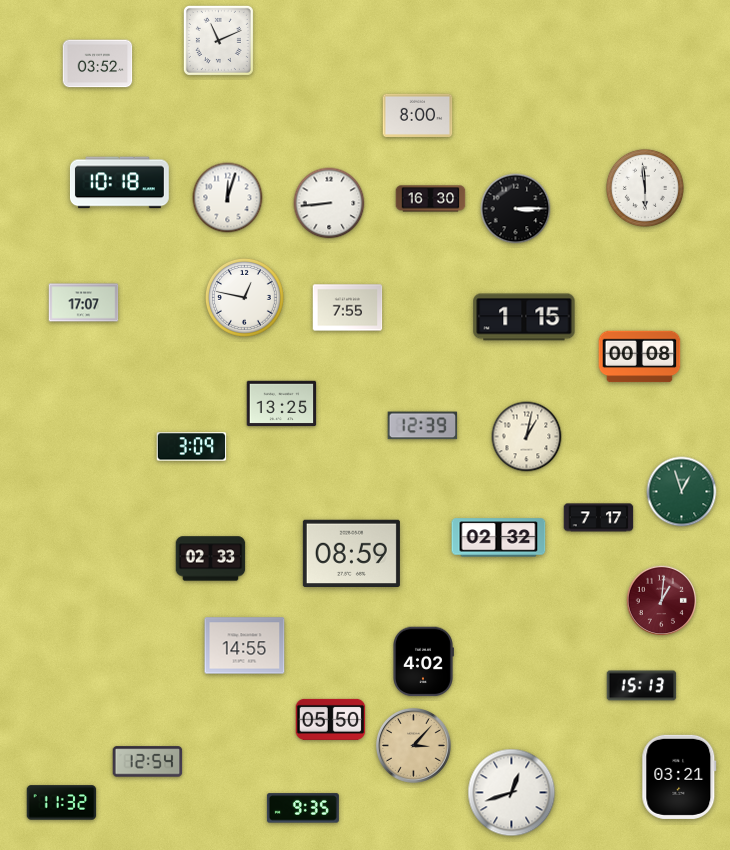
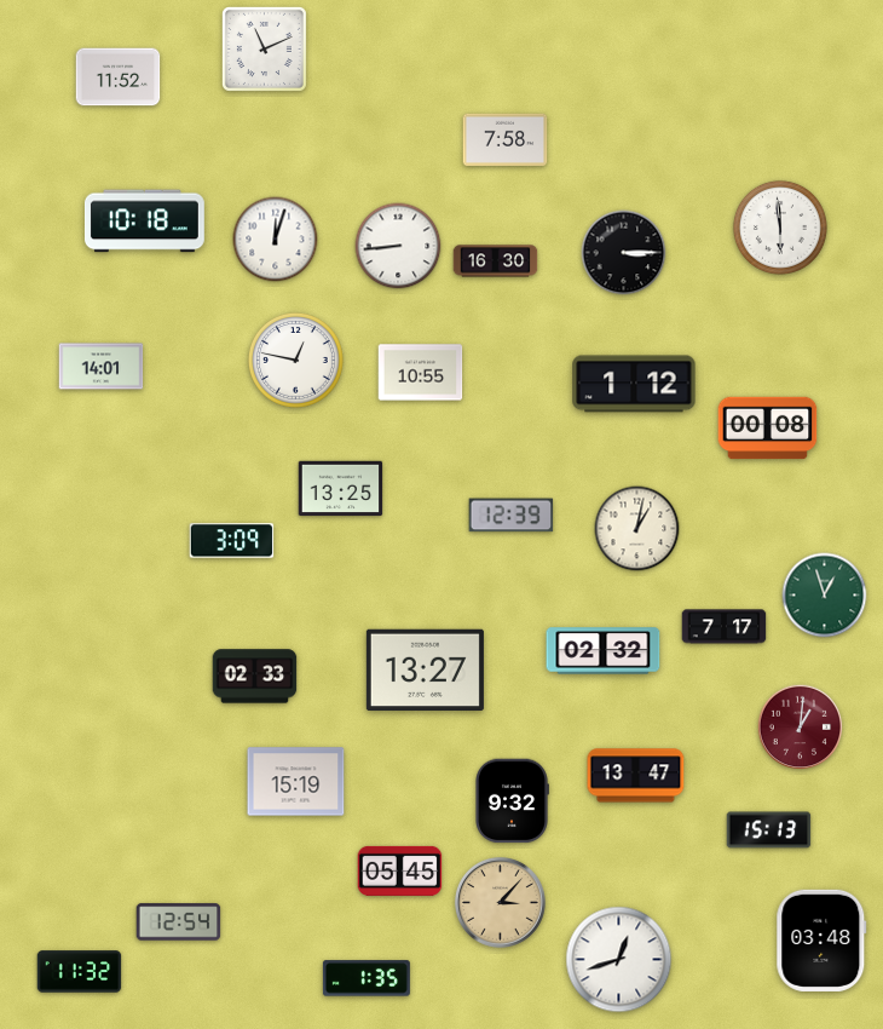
clock at (98, 64): 03:52 -> 11:52
clock at (418, 115): 8:00 -> 7:58
clock at (431, 199) position: (431, 199) -> (496, 261)
clock at (84, 303): 17:07 -> 14:01
clock at (348, 308): 7:55 -> 10:55
clock at (524, 317): 1:15 -> 1:12
clock at (640, 357) position: (640, 357) -> (768, 429)
clock at (351, 554): 08:59 -> 13:27
clock at (636, 776): none -> 13:47
clock at (245, 646): 14:55 -> 15:19
clock at (424, 662): 4:02 -> 9:32
clock at (642, 686) position: (642, 686) -> (769, 830)
clock at (331, 719): 05:50 -> 05:45
clock at (679, 777): 03:21 -> 03:48
clock at (62, 803) position: (62, 803) -> (80, 972)
clock at (303, 808): 9:35 -> 1:35
